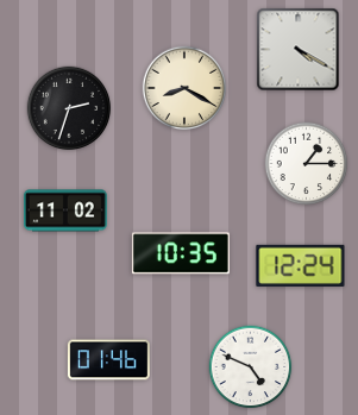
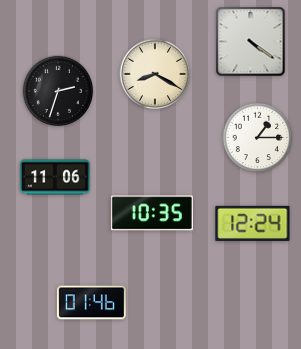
clock at (299, 50): 4:20 -> 4:21
clock at (67, 210): 11:02 -> 11:06
clock at (251, 367): 4:49 -> none
